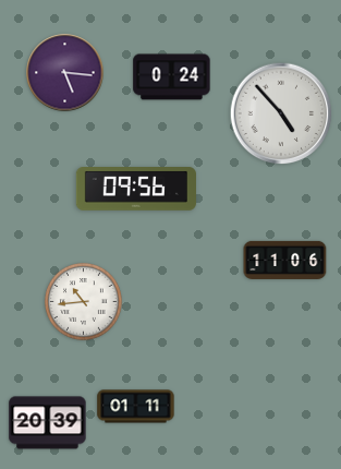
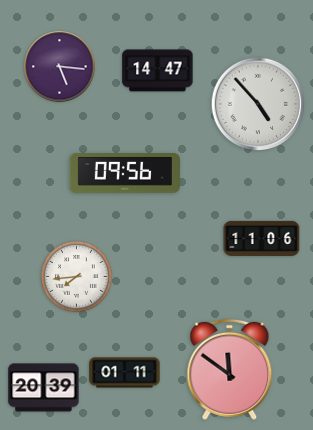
clock at (172, 77): 0:24 -> 14:47
clock at (84, 302): 10:44 -> 7:44
clock at (230, 369): none -> 11:51
